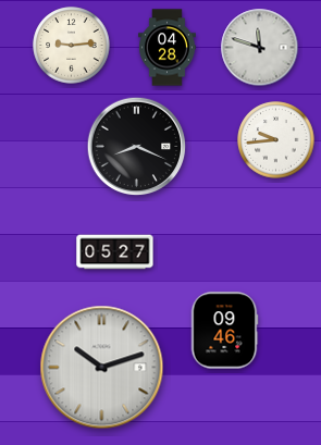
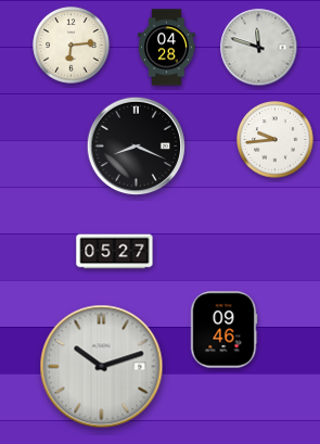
clock at (72, 46): 9:14 -> 6:14
